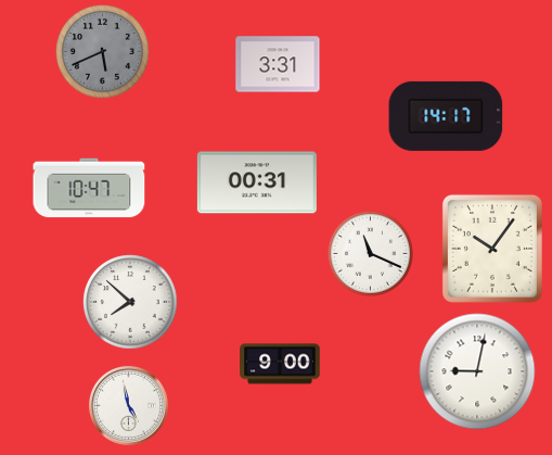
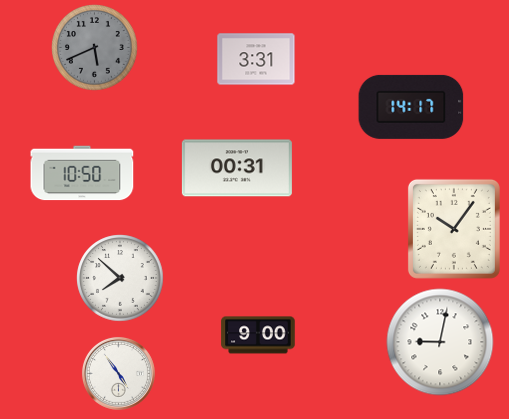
clock at (89, 188): 10:47 -> 10:50
clock at (370, 253): 11:19 -> none
clock at (128, 405): 4:58 -> 4:54
